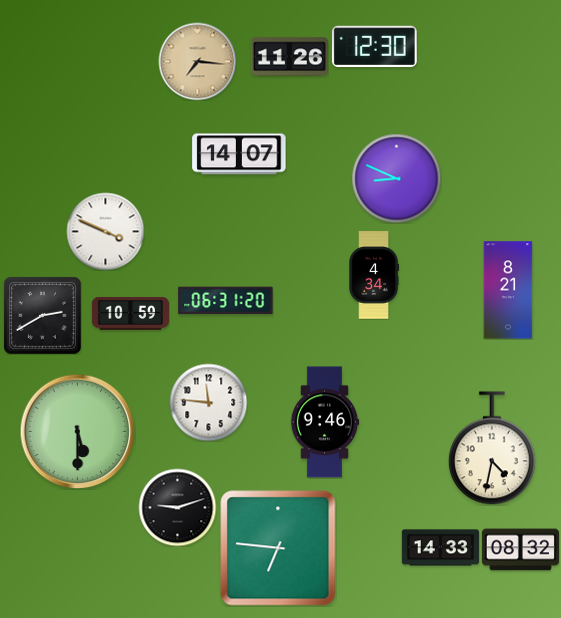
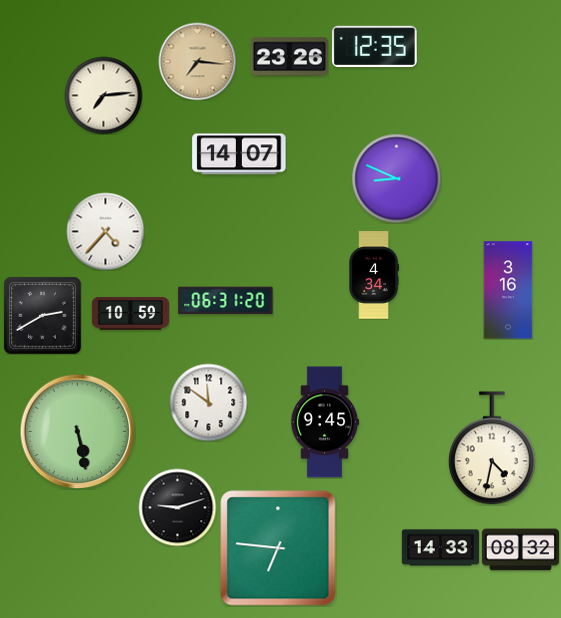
clock at (374, 46): 12:30 -> 12:35
clock at (289, 57): 11:26 -> 23:26
clock at (103, 95): none -> 7:14
clock at (105, 231): 3:49 -> 4:37
clock at (508, 290): 8:21 -> 3:16
clock at (208, 402): 11:46 -> 11:51
clock at (325, 422): 9:46 -> 9:45
clock at (77, 431): 5:30 -> 5:28
